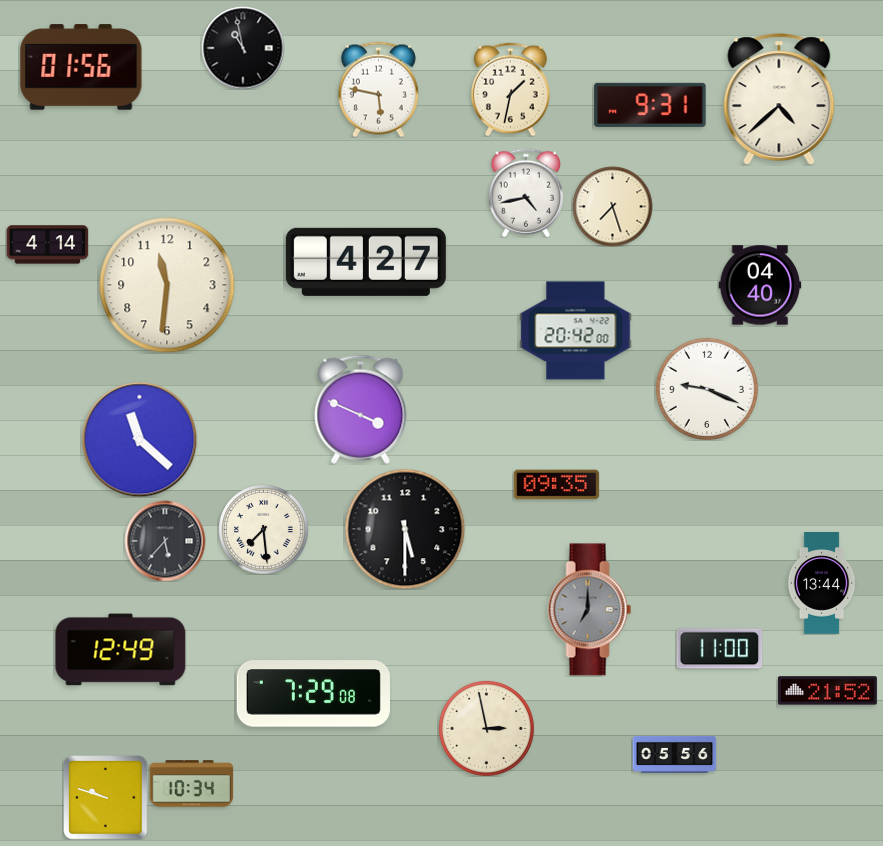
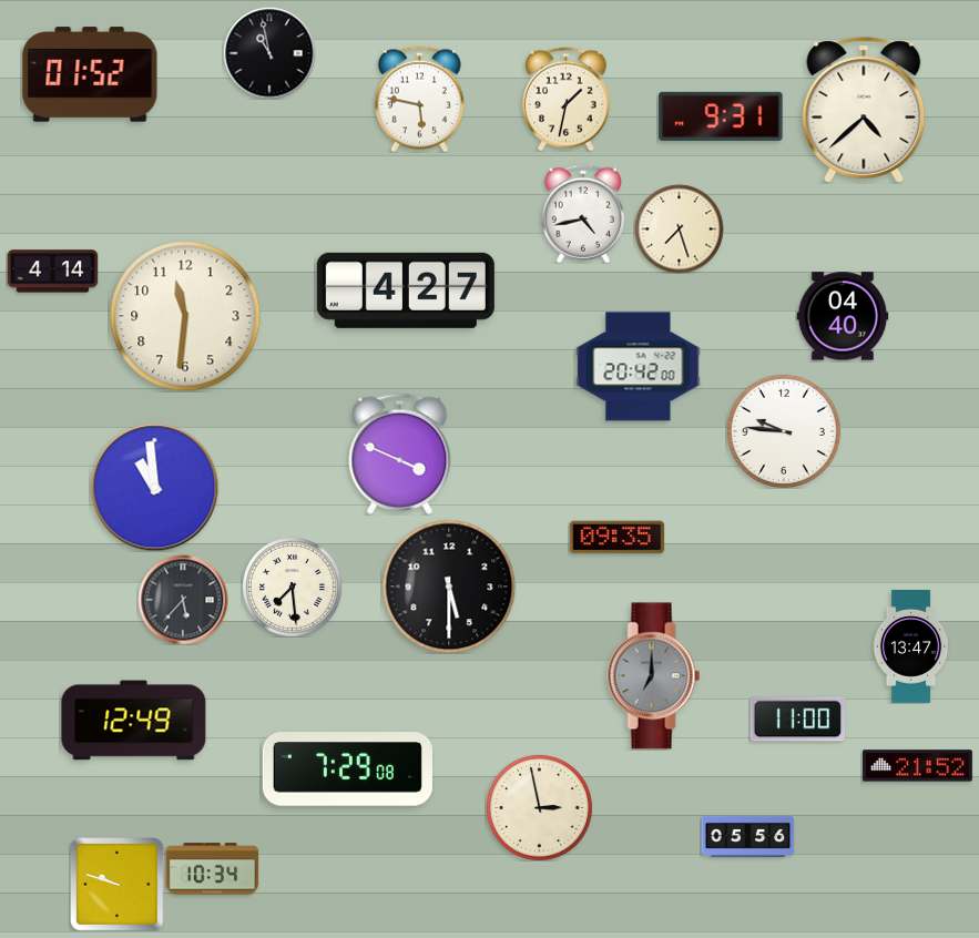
clock at (81, 67): 01:56 -> 01:52
clock at (707, 389): 9:19 -> 9:46
clock at (139, 439): 11:22 -> 10:59
clock at (822, 583): 13:44 -> 13:47
